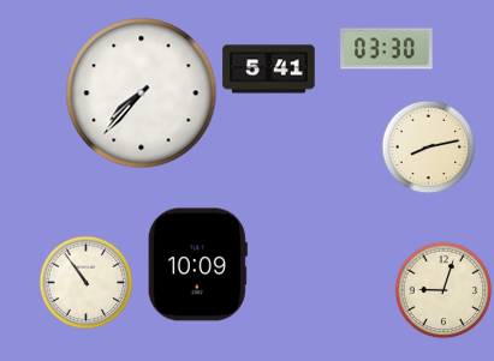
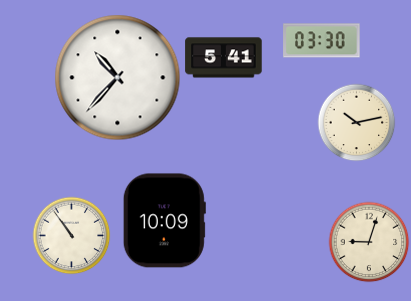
clock at (142, 94): 7:37 -> 10:37
clock at (428, 146): 8:13 -> 10:13
